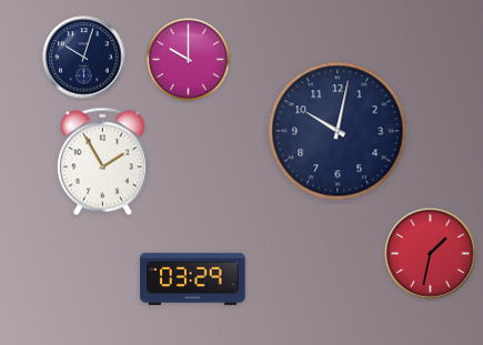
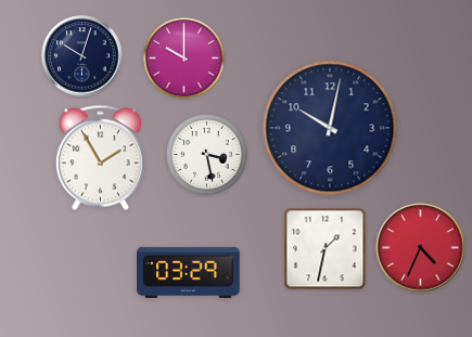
clock at (207, 155): none -> 3:28
clock at (431, 254): 1:32 -> 4:34
clock at (326, 249): none -> 1:32
